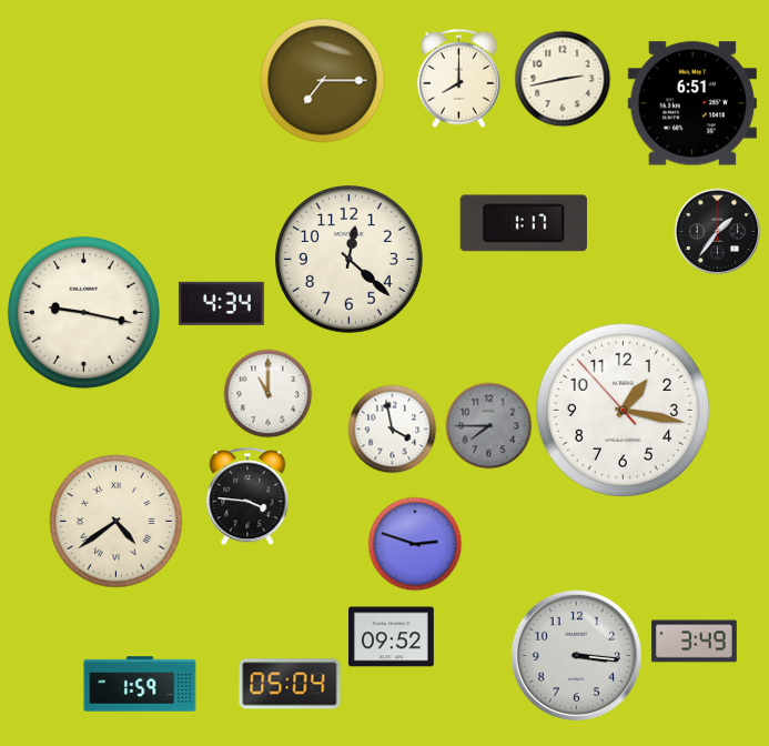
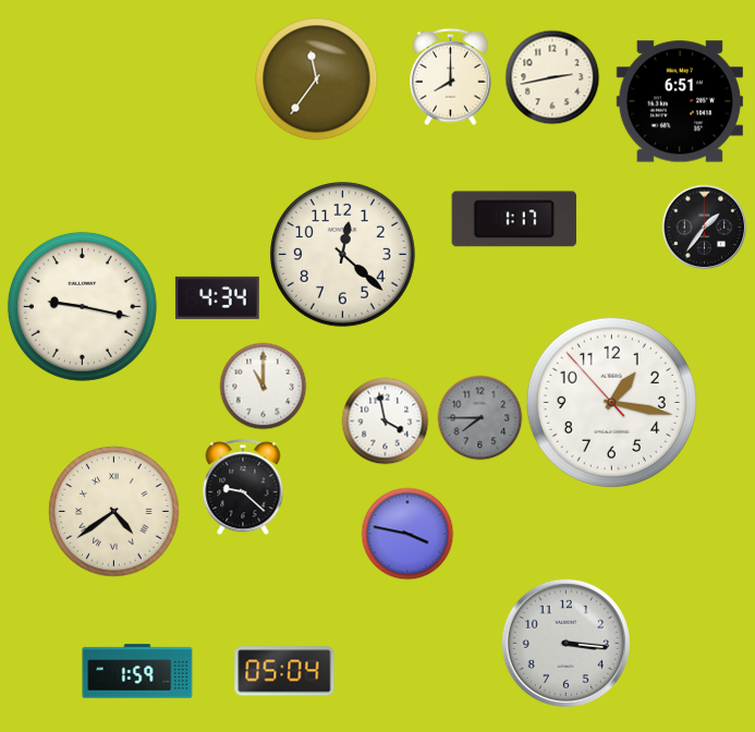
clock at (323, 81): 7:15 -> 11:36
clock at (247, 496): 3:46 -> 9:22
clock at (415, 544): 2:48 -> 3:47
clock at (392, 637): 09:52 -> none
clock at (695, 642): 3:49 -> none
